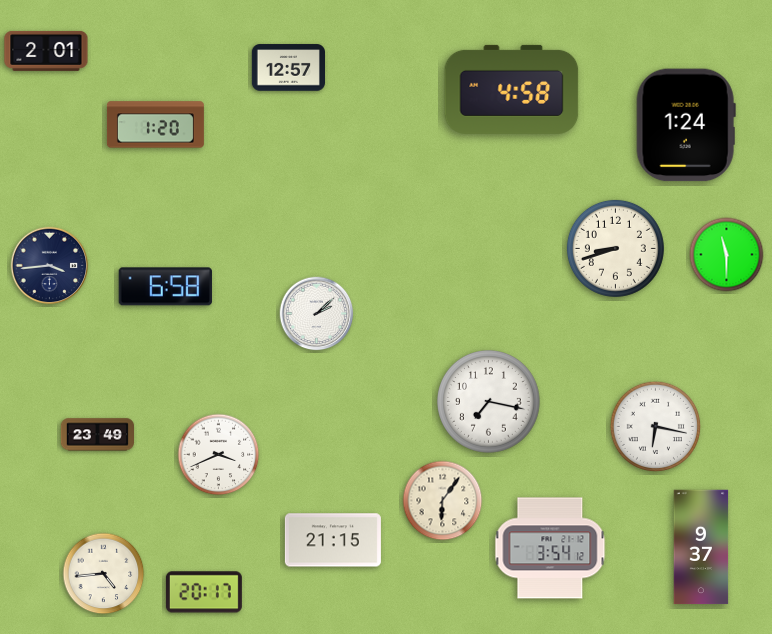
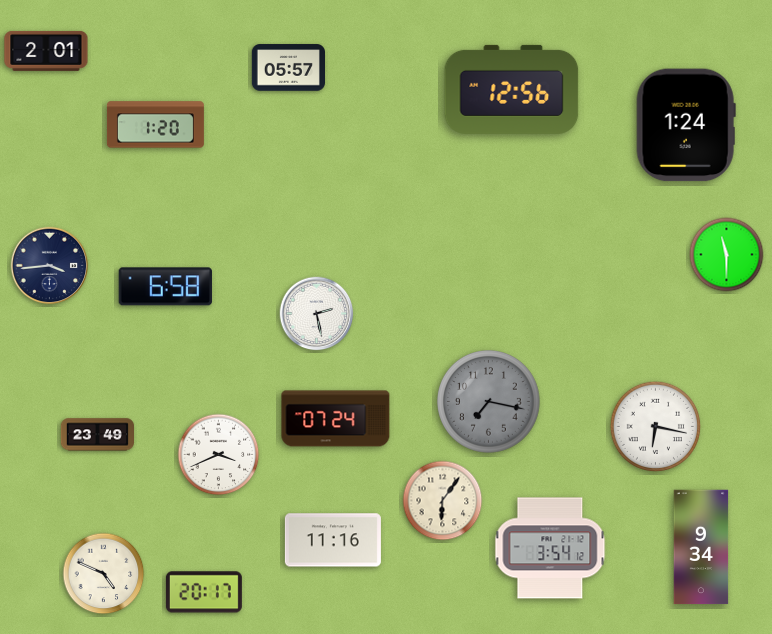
clock at (288, 68): 12:57 -> 05:57
clock at (512, 89): 4:58 -> 12:56
clock at (615, 248): 8:42 -> none
clock at (317, 314): 2:08 -> 2:28
clock at (489, 402) dial: white -> grey
clock at (336, 419): none -> 07:24
clock at (333, 540): 21:15 -> 11:16
clock at (701, 547): 9:37 -> 9:34
clock at (104, 574): 4:44 -> 4:49
